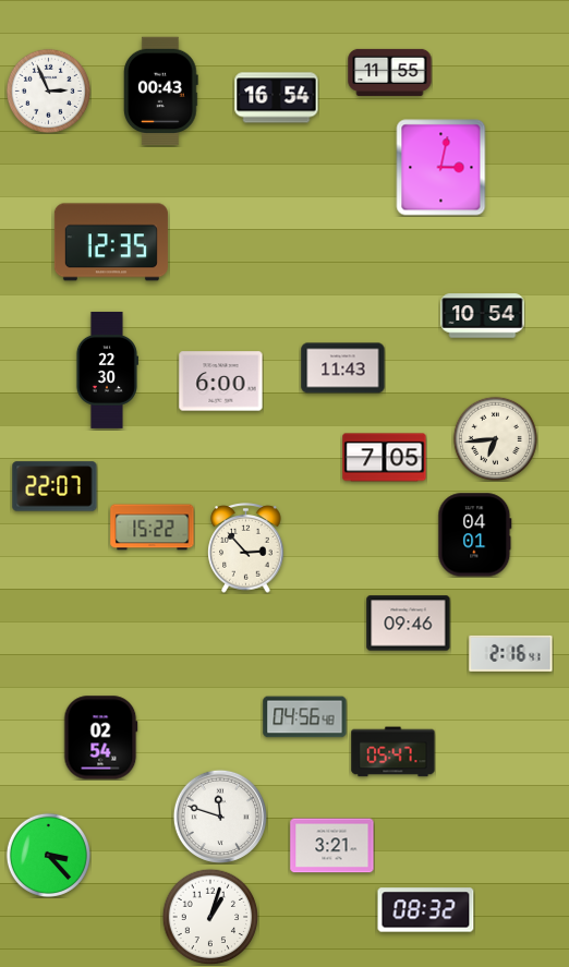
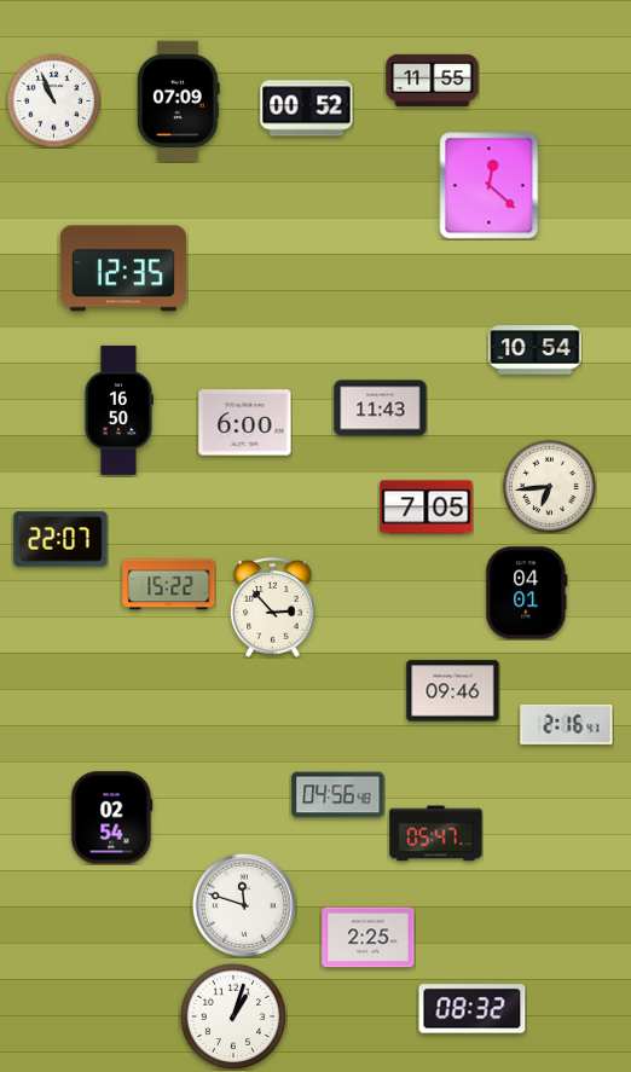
clock at (48, 90): 2:56 -> 10:56
clock at (160, 92): 00:43 -> 07:09
clock at (277, 98): 16:54 -> 00:52
clock at (441, 168): 3:02 -> 12:22
clock at (107, 370): 22:30 -> 16:50
clock at (332, 846): 3:21 -> 2:25
clock at (48, 855): 3:23 -> none
